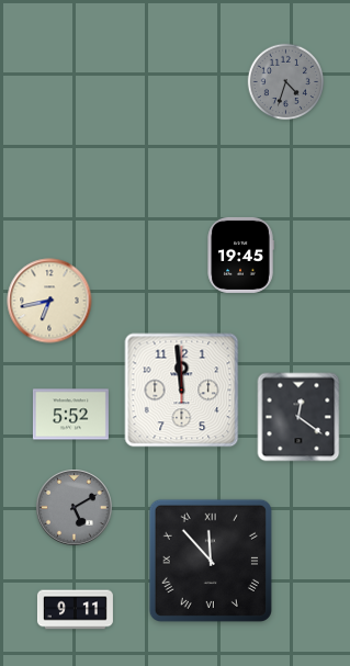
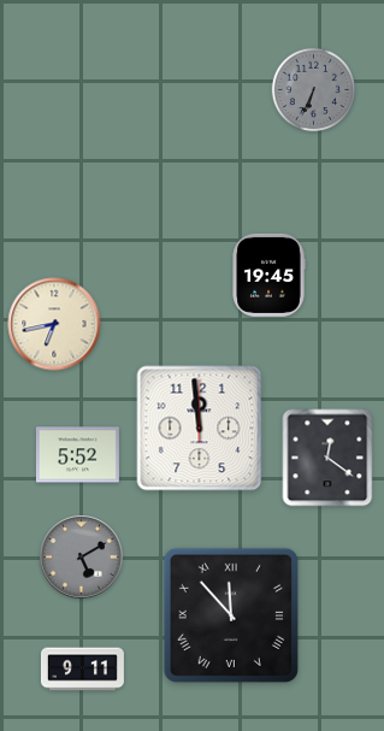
clock at (286, 82): 4:33 -> 6:34
clock at (240, 255) position: (240, 255) -> (268, 275)
clock at (49, 301) position: (49, 301) -> (54, 324)
